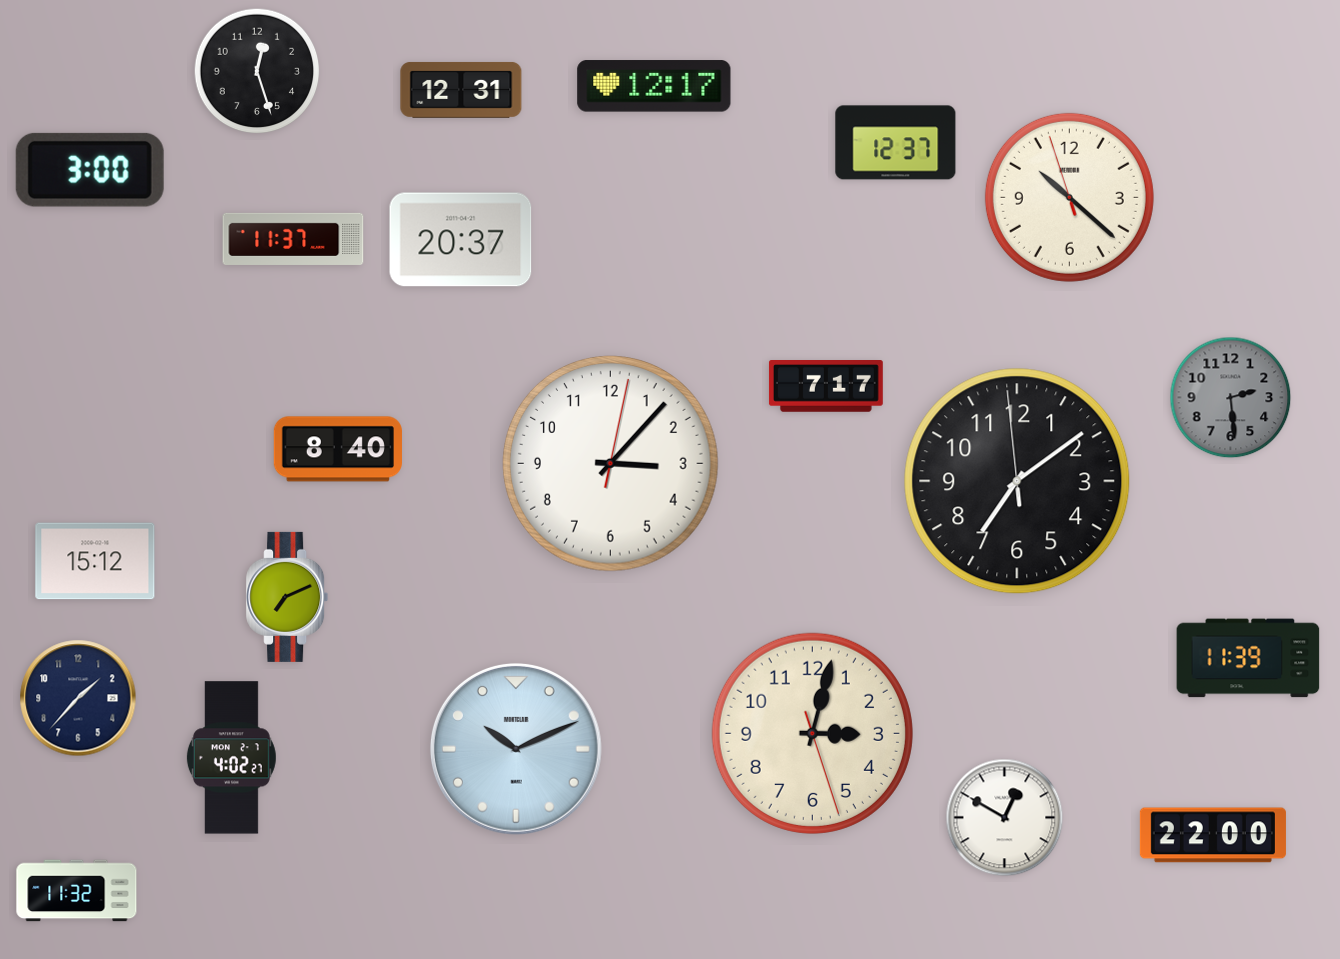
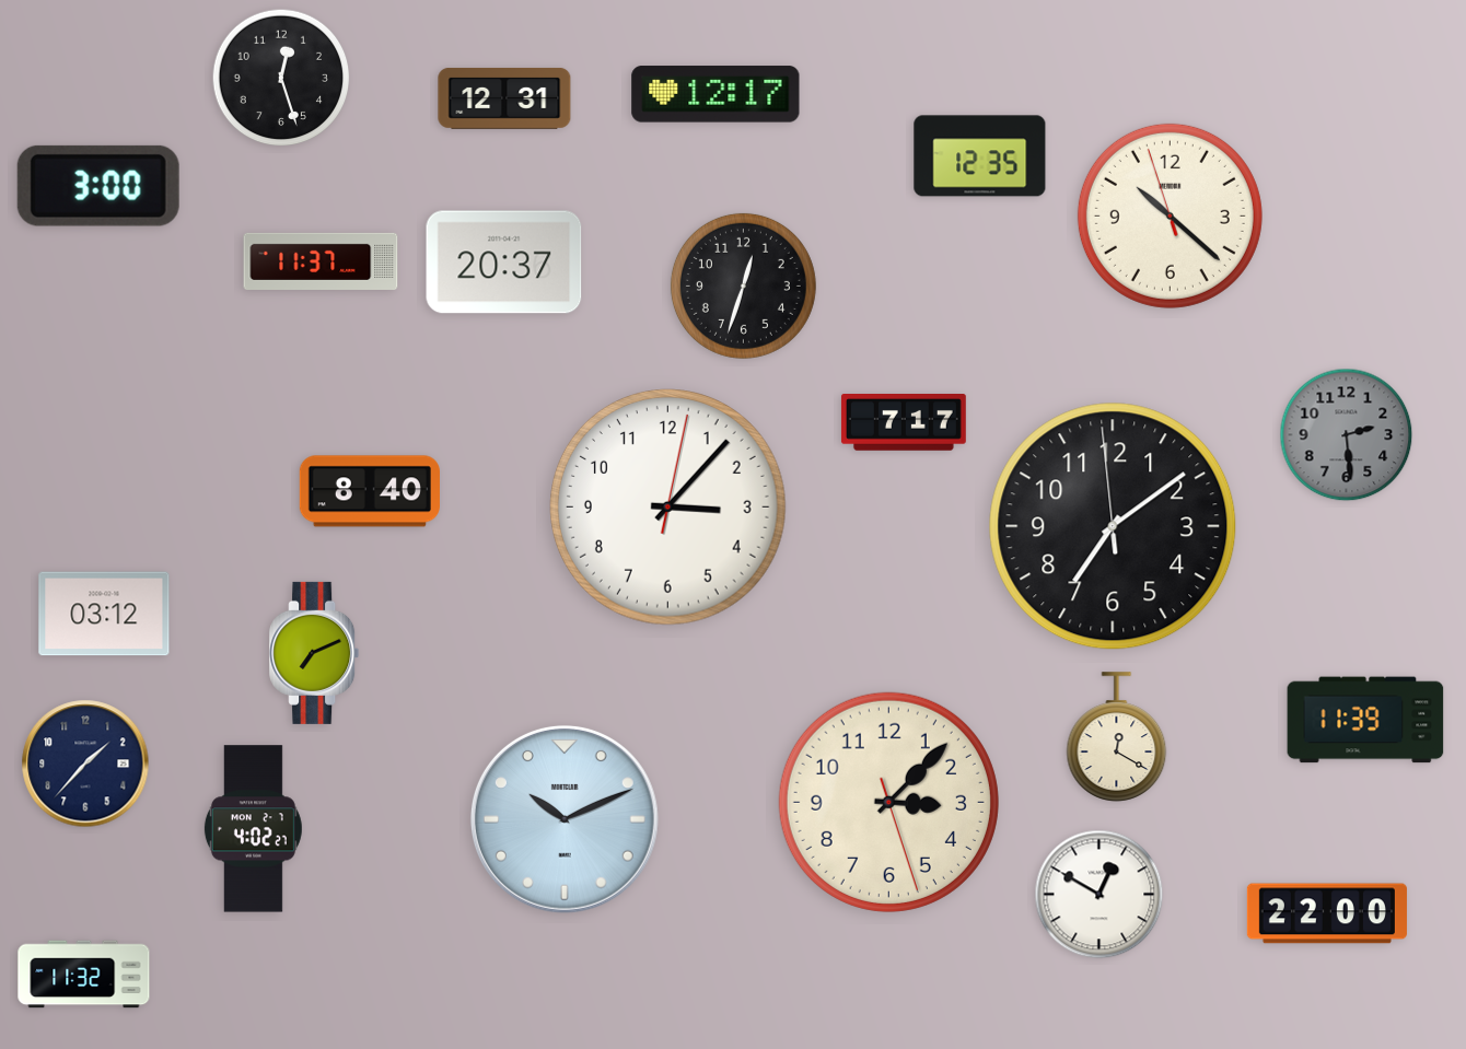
clock at (896, 143): 12:37 -> 12:35
clock at (743, 285): none -> 12:33
clock at (95, 561): 15:12 -> 03:12
clock at (1117, 737): none -> 12:20
clock at (812, 733): 3:02 -> 3:07
